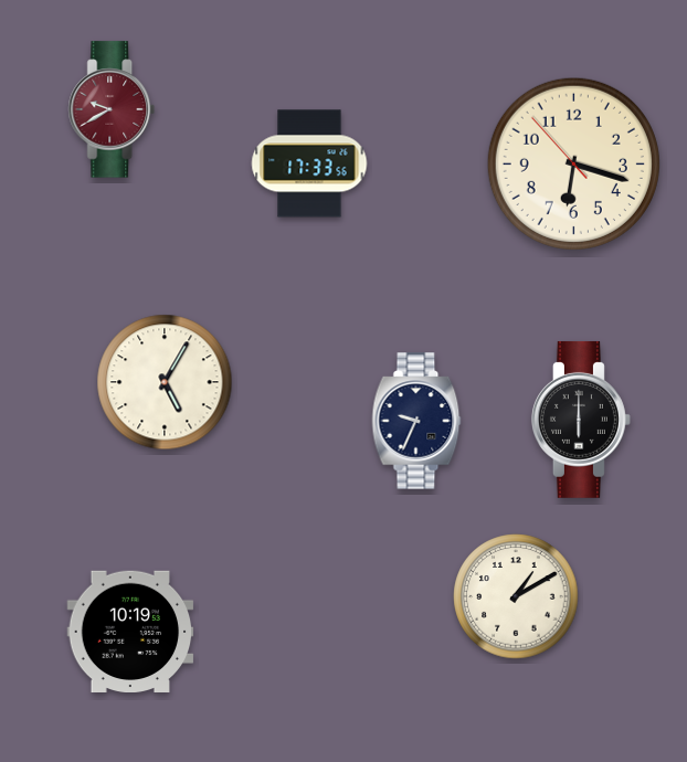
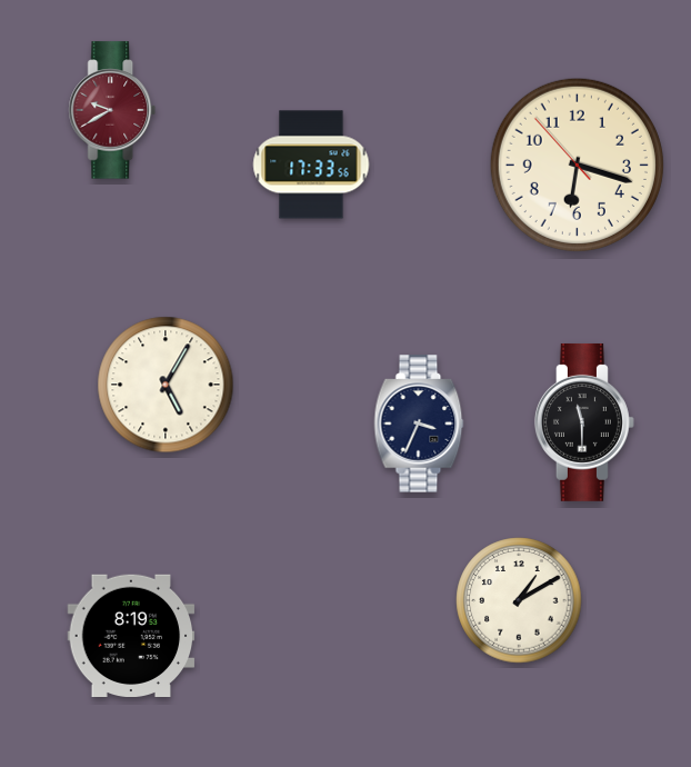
clock at (581, 420): 6:00 -> 11:30
clock at (416, 421): 9:34 -> 3:34
clock at (130, 632): 10:19 -> 8:19
